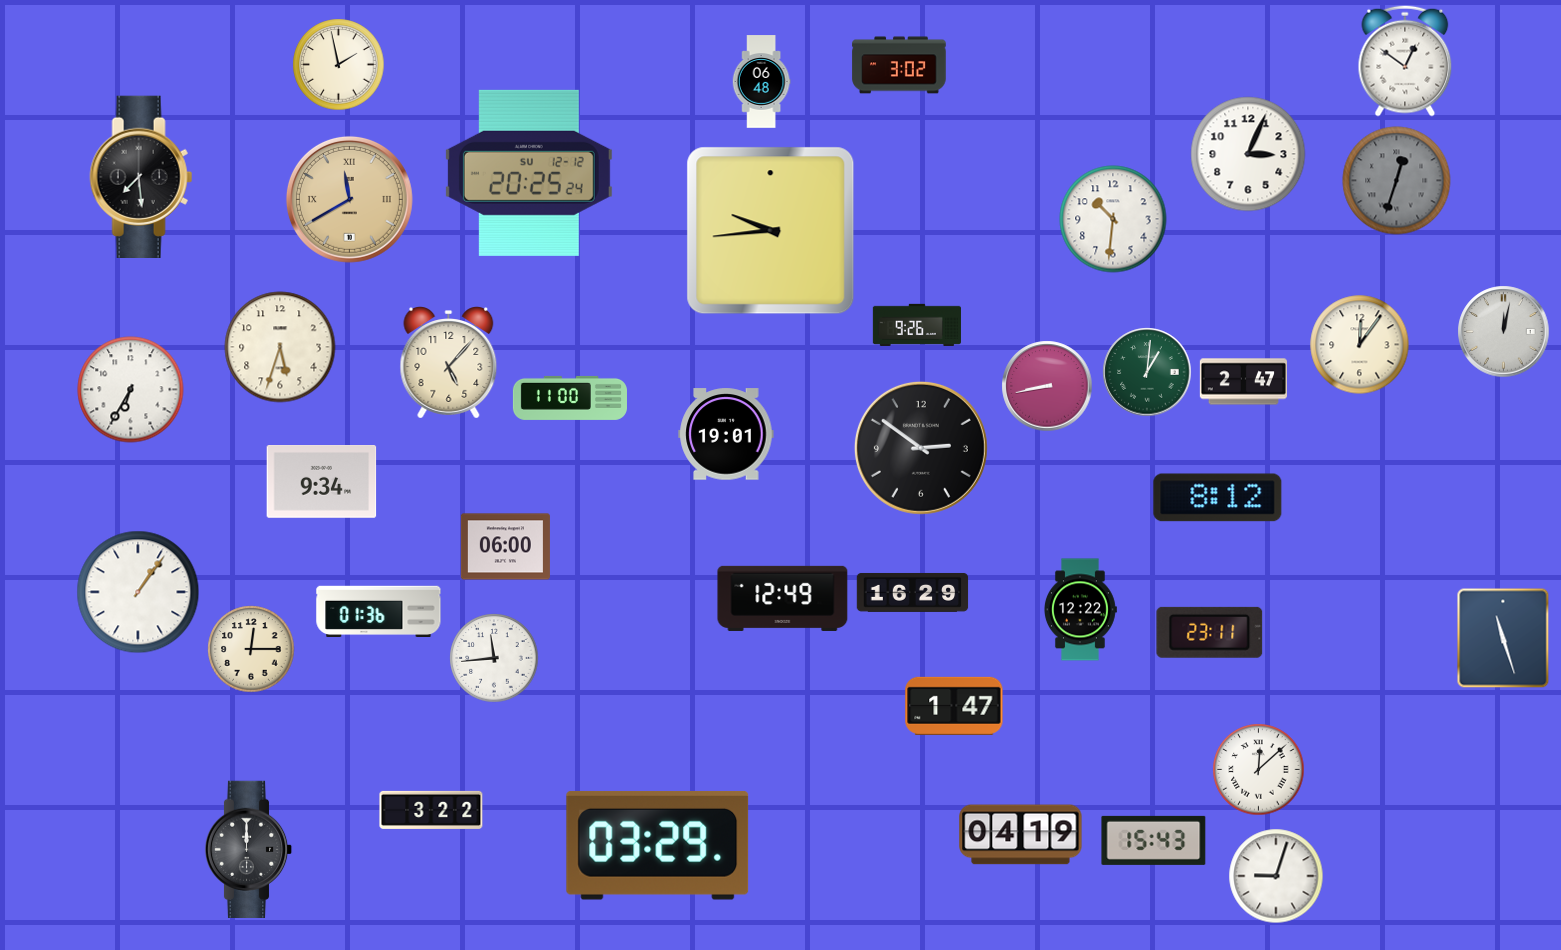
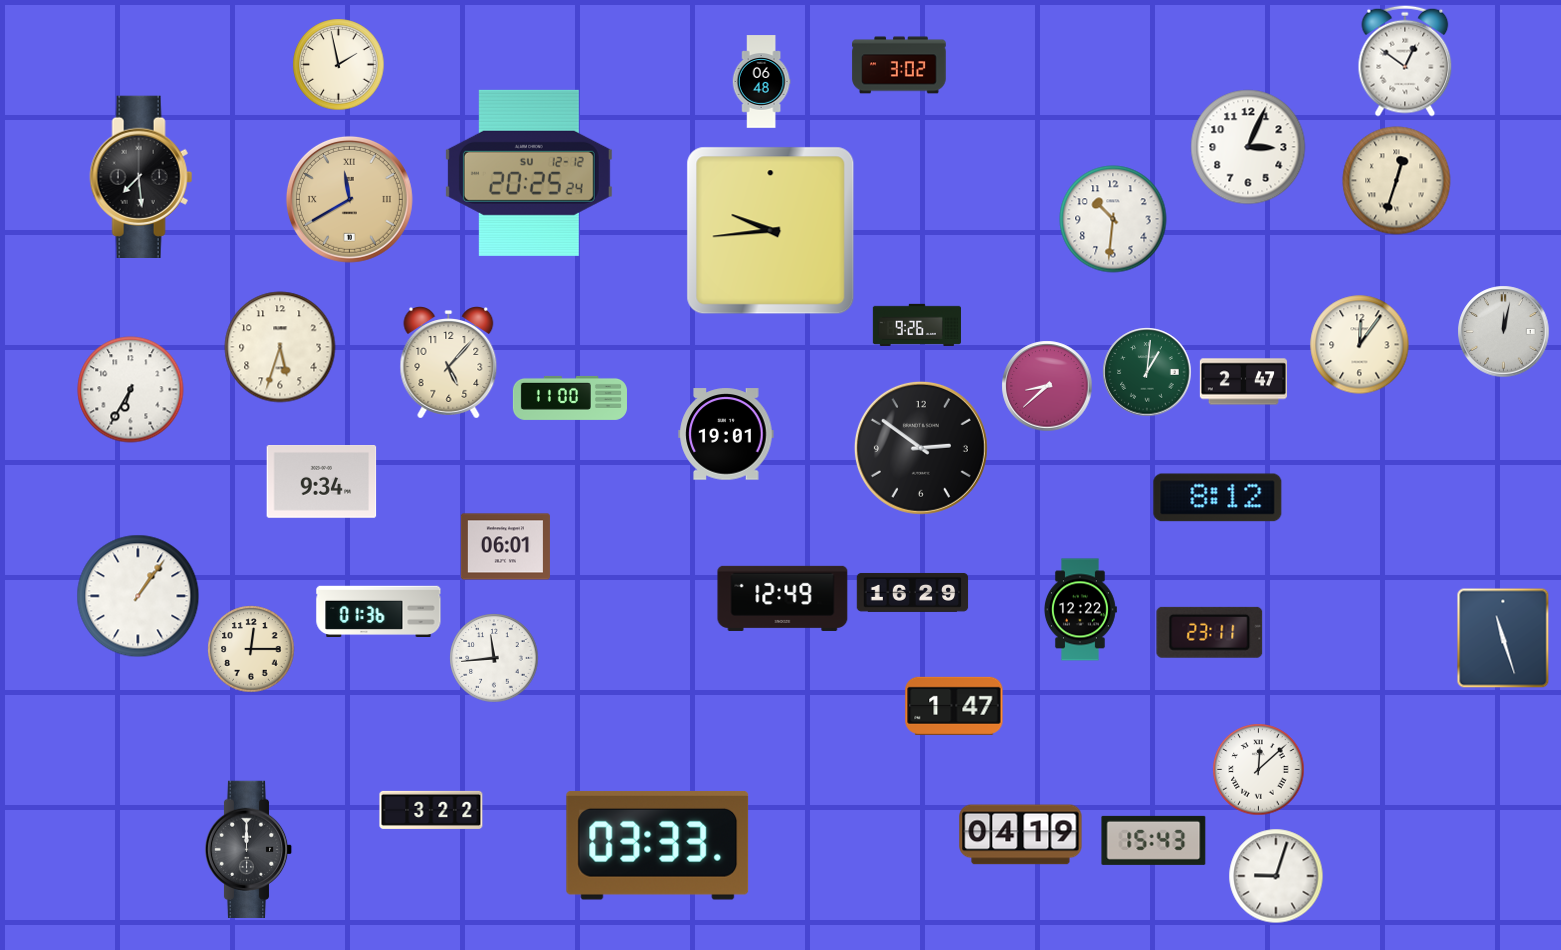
clock at (1248, 154) position: (1248, 154) -> (1248, 147)
clock at (1397, 181) dial: grey -> cream
clock at (1047, 386): 8:43 -> 8:38
clock at (505, 547): 06:00 -> 06:01
clock at (138, 592) position: (138, 592) -> (138, 596)
clock at (658, 845): 03:29 -> 03:33
